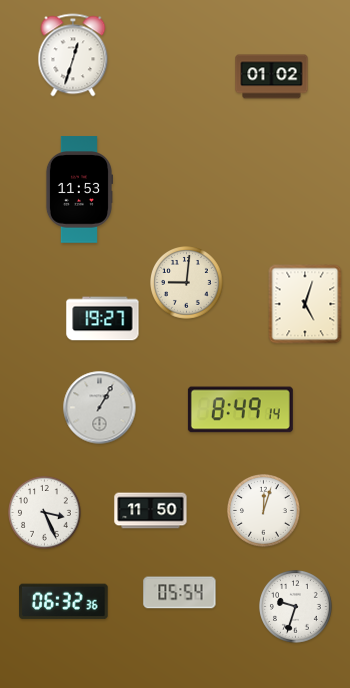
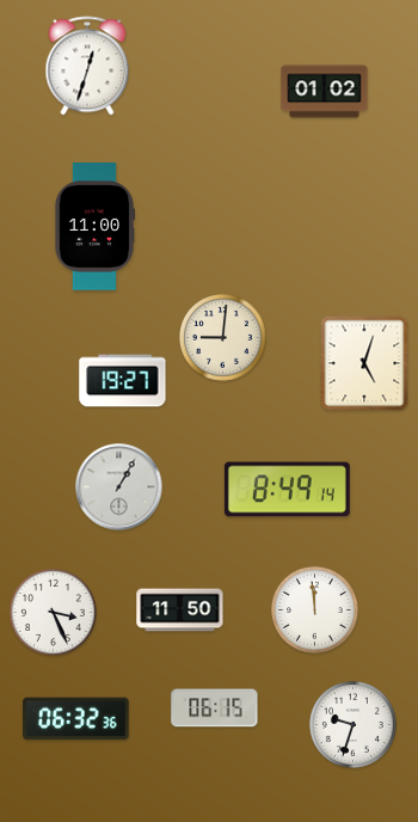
clock at (78, 190): 11:53 -> 11:00
clock at (264, 511): 12:03 -> 11:59
clock at (180, 593): 05:54 -> 06:15
